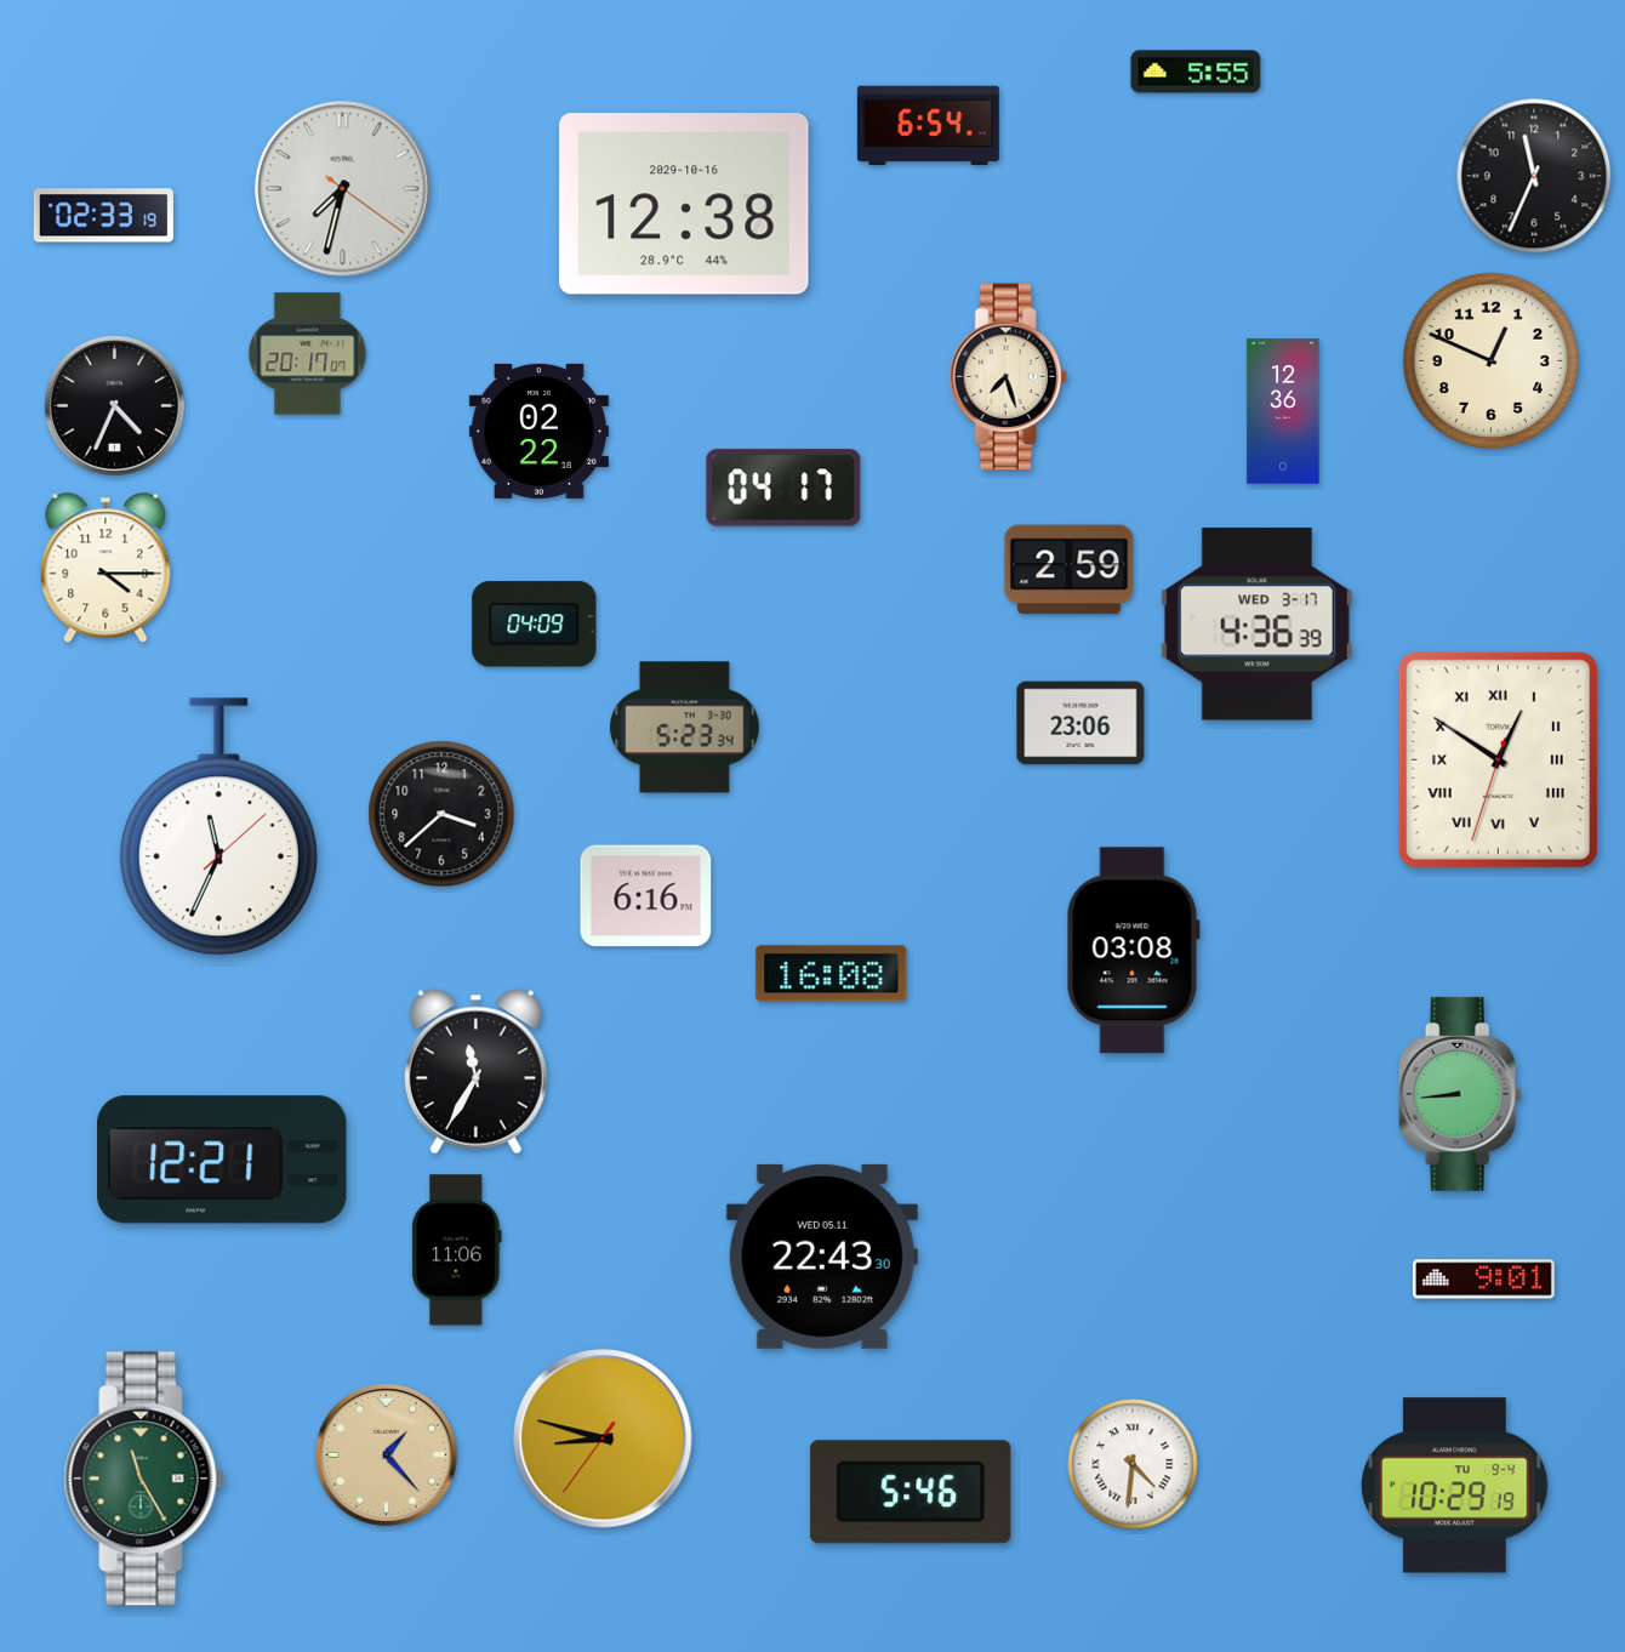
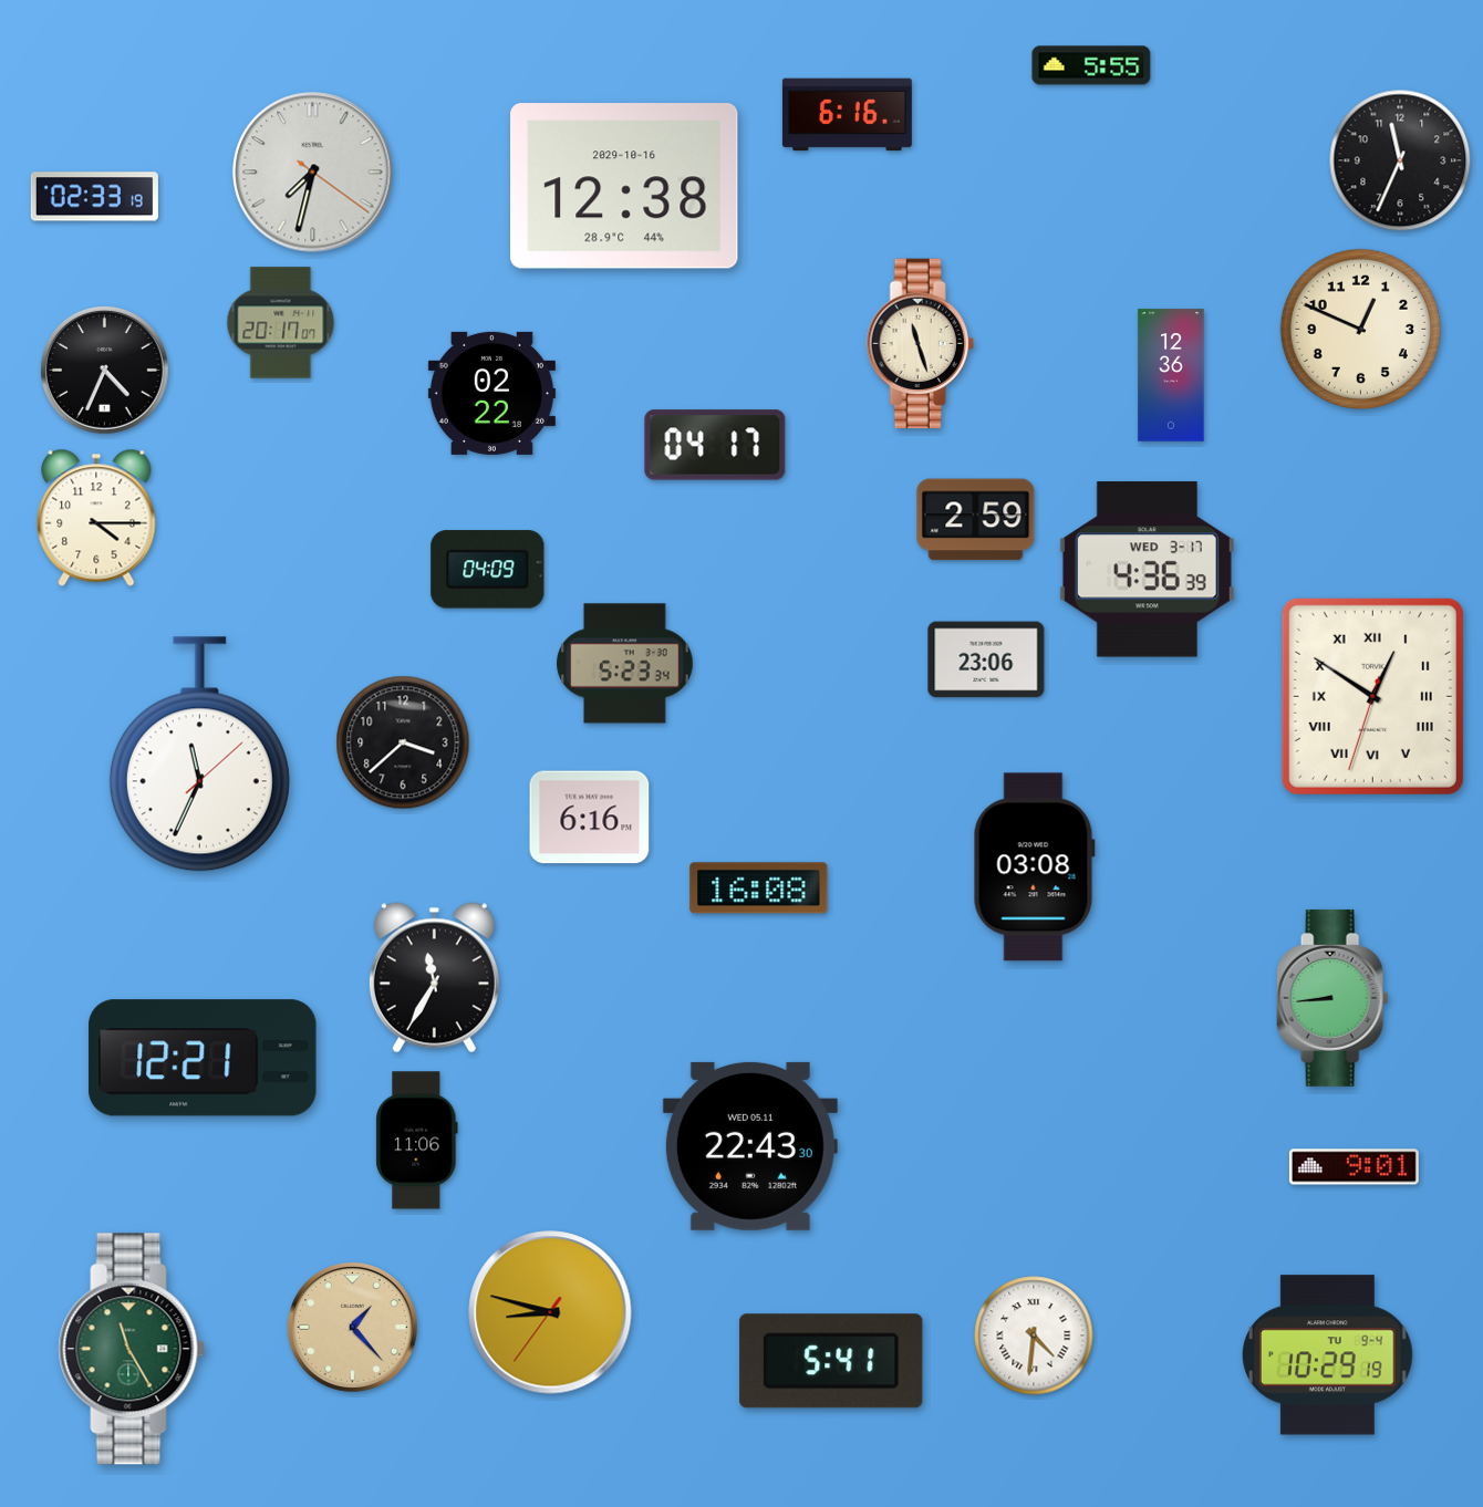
clock at (928, 126): 6:54 -> 6:16
clock at (1008, 377): 7:27 -> 11:27
clock at (1498, 759) position: (1498, 759) -> (1372, 696)
clock at (911, 1492): 5:46 -> 5:41
